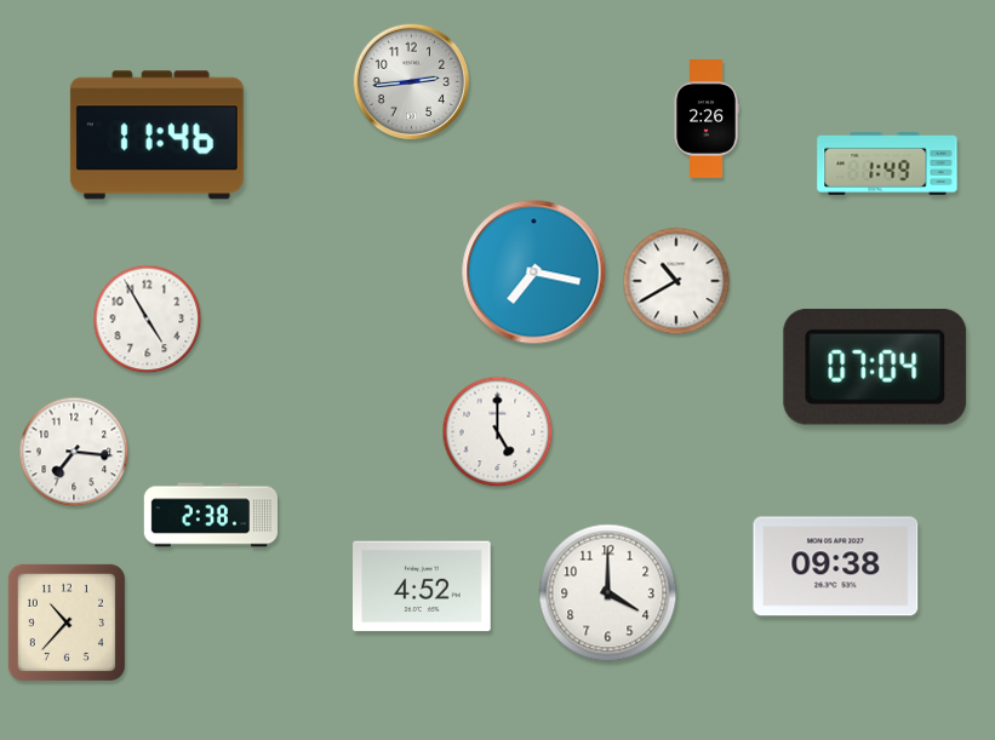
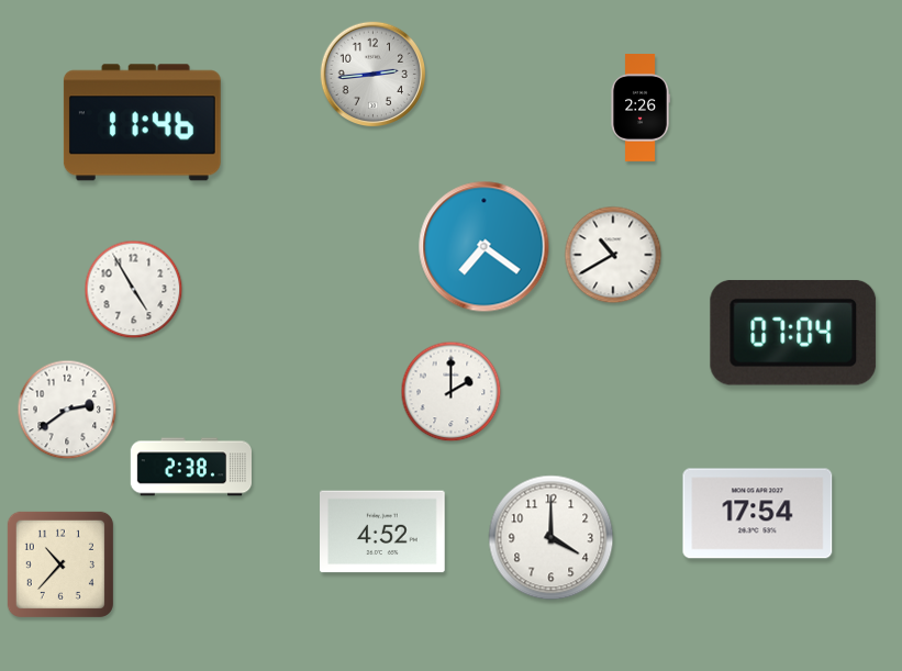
clock at (887, 164): 1:49 -> none
clock at (534, 273): 7:17 -> 7:21
clock at (498, 432): 5:00 -> 2:00
clock at (74, 452): 7:16 -> 2:39
clock at (836, 567): 09:38 -> 17:54
